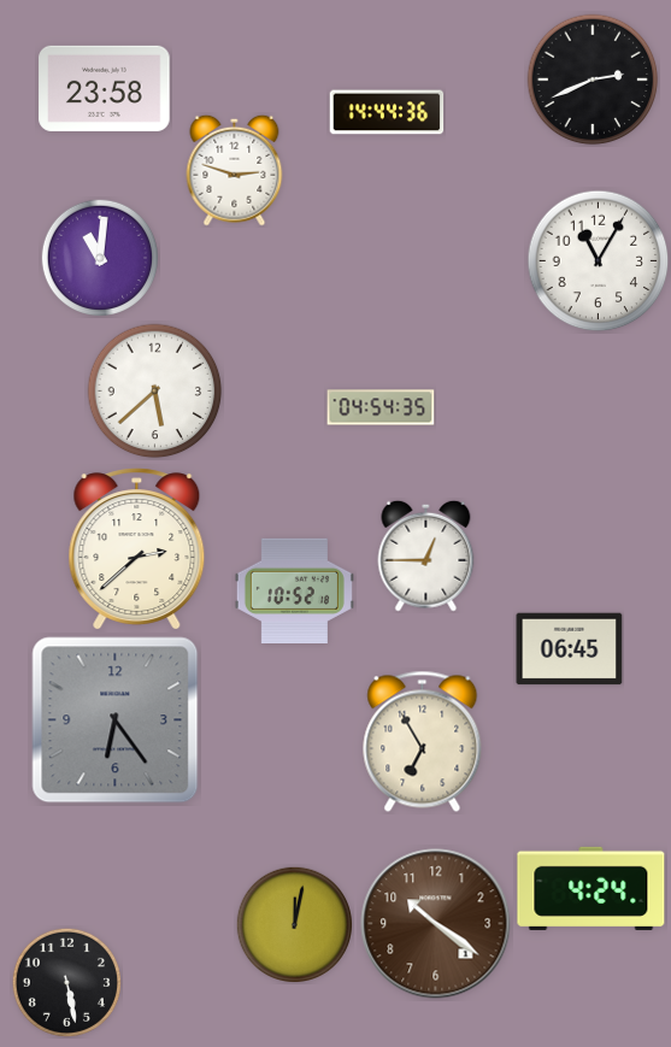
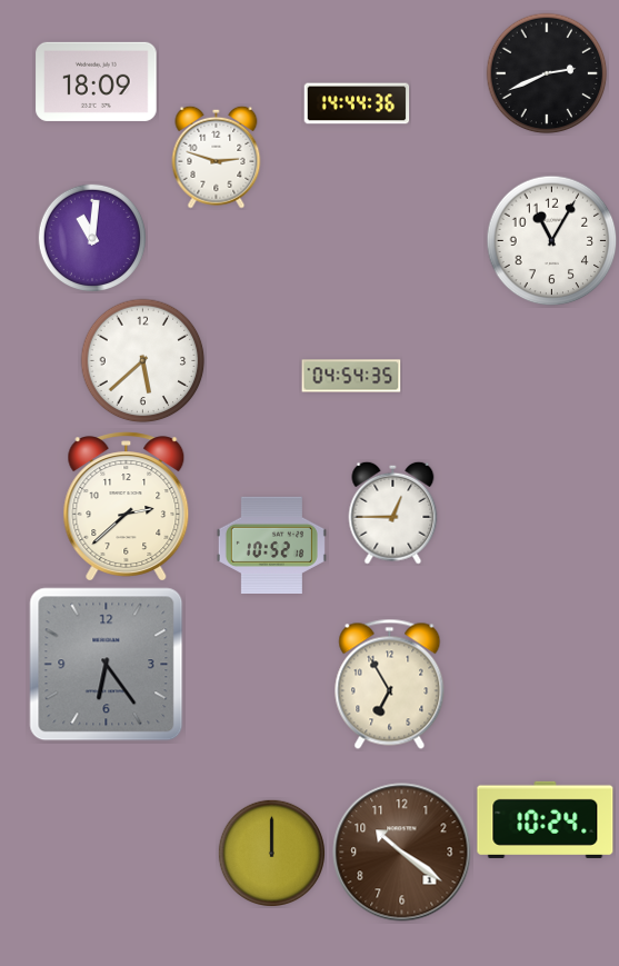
clock at (105, 88): 23:58 -> 18:09
clock at (570, 649): 06:45 -> none
clock at (591, 888): 4:24 -> 10:24
clock at (294, 924): 12:02 -> 12:00
clock at (66, 982): 5:28 -> none
